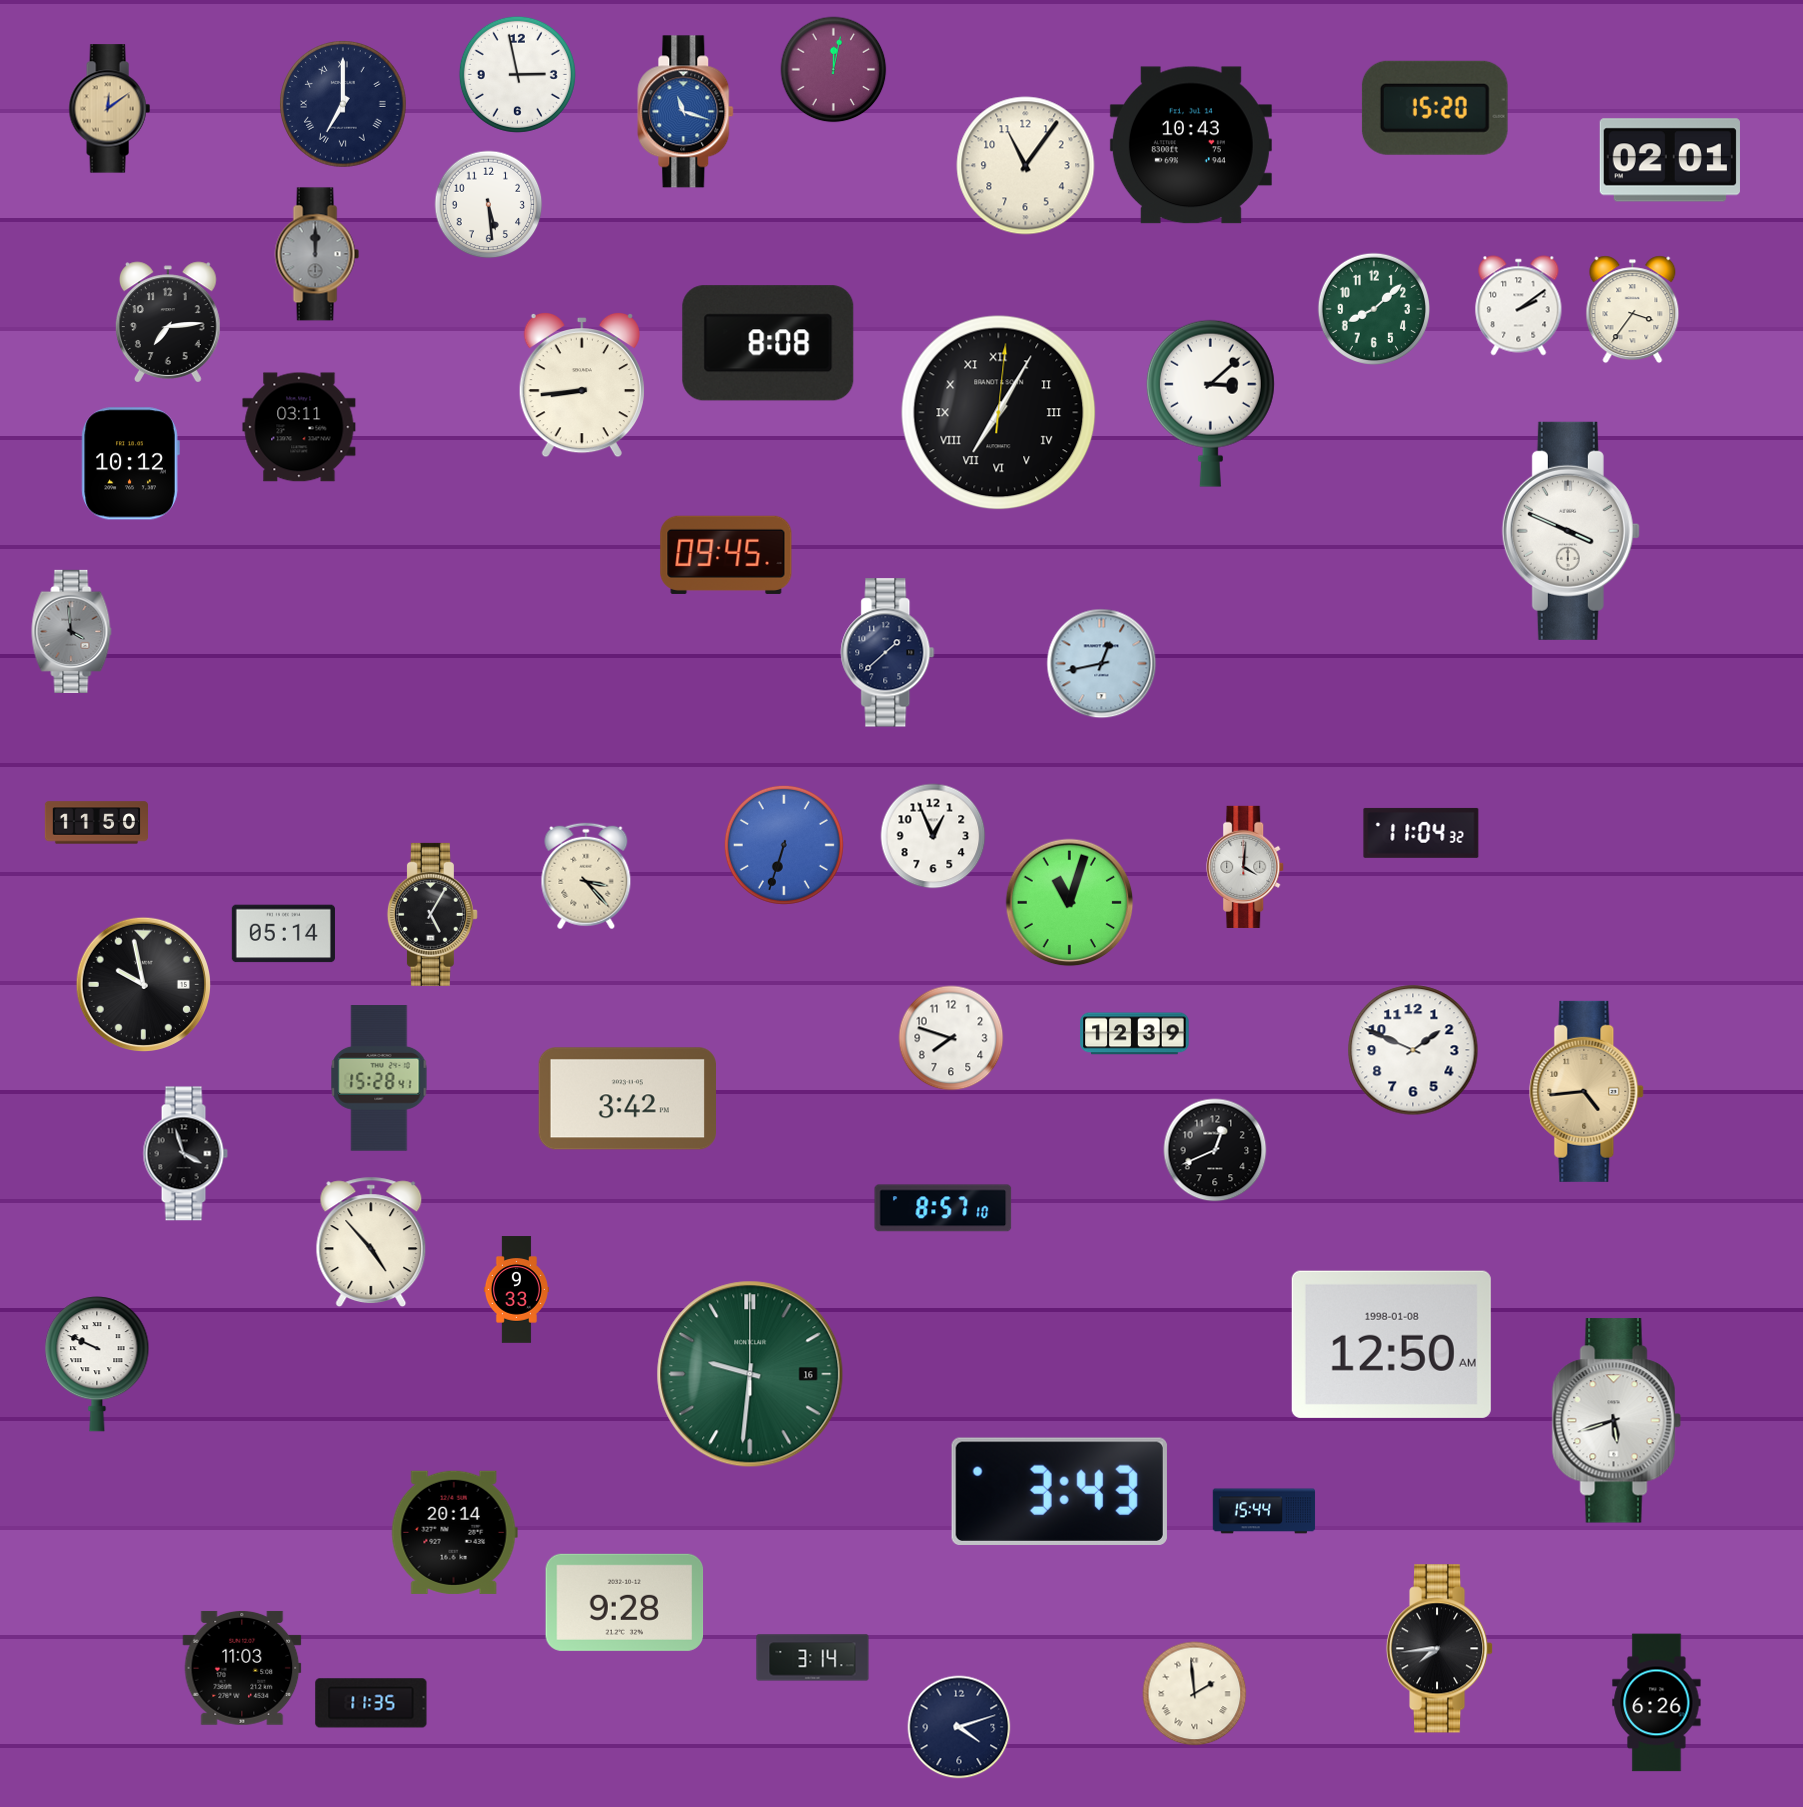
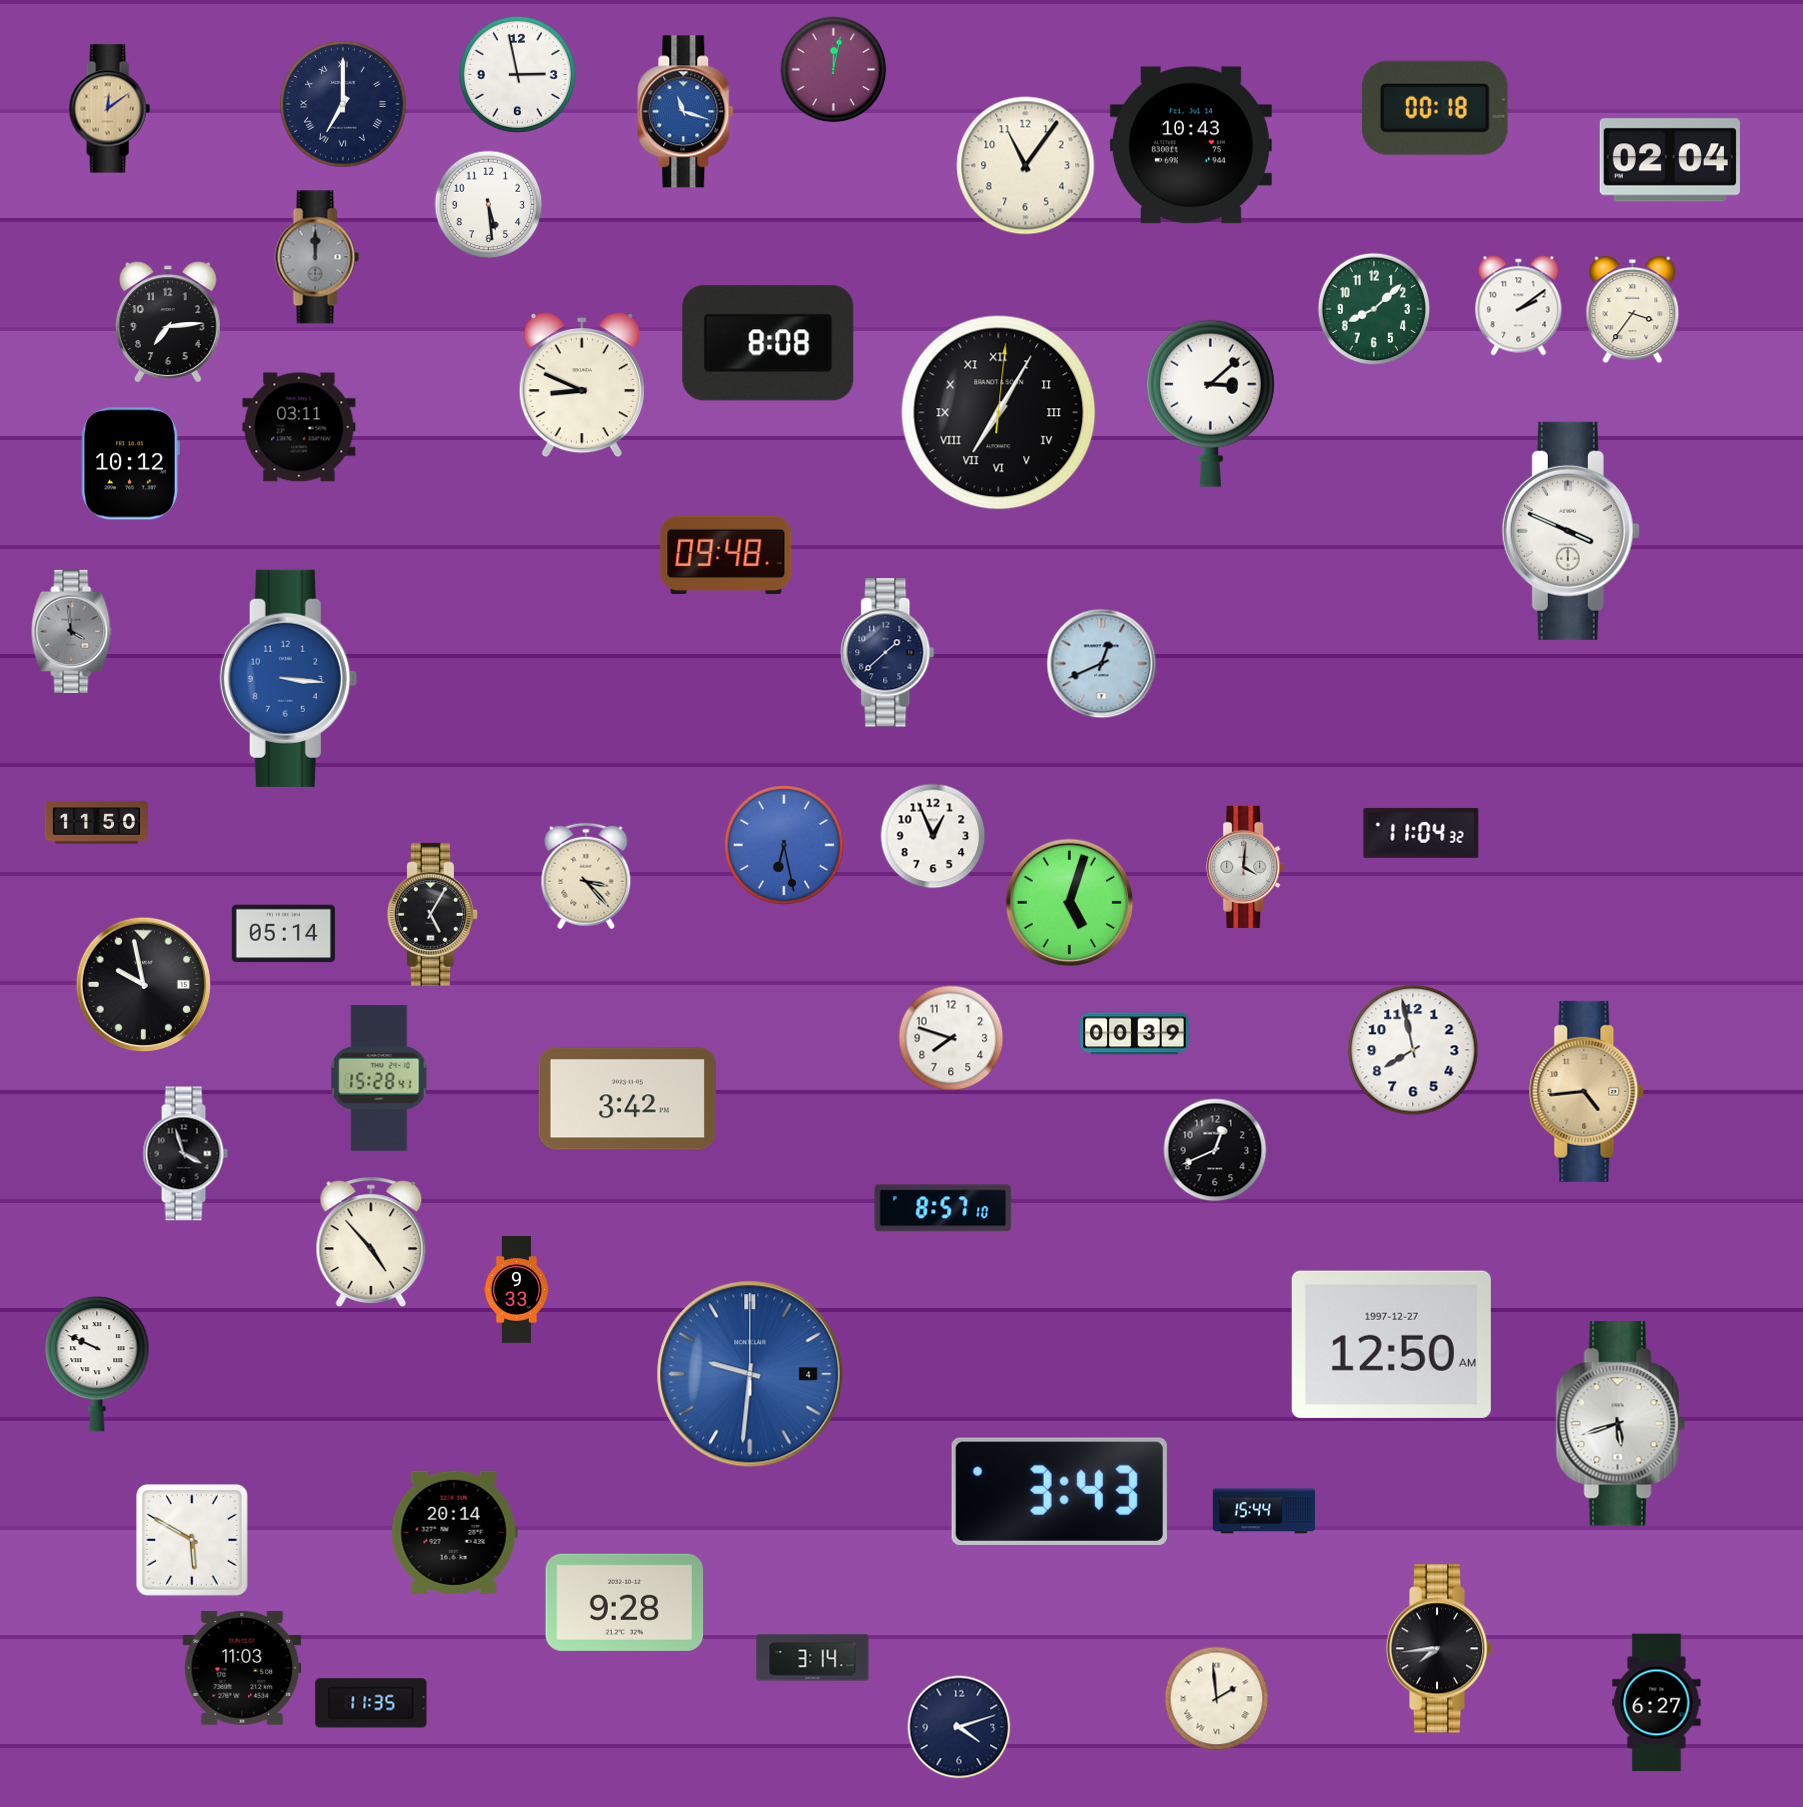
clock at (1435, 108): 15:20 -> 00:18
clock at (1670, 160): 02:01 -> 02:04
clock at (317, 254) position: (317, 254) -> (317, 257)
clock at (582, 385): 8:44 -> 8:49
clock at (726, 555): 09:45 -> 09:48
clock at (1102, 664): 12:43 -> 12:41
clock at (288, 678): none -> 3:16
clock at (784, 845): 6:33 -> 6:28
clock at (1070, 903): 11:03 -> 5:03
clock at (1135, 1034): 12:39 -> 00:39
clock at (1413, 1050): 1:49 -> 7:58
clock at (1391, 1344) date: 1998-01-08 -> 1997-12-27
clock at (750, 1374) date: 16 -> 4
clock at (750, 1374) dial: green -> blue
clock at (1616, 1421) position: (1616, 1421) -> (1620, 1424)
clock at (193, 1541): none -> 5:50
clock at (1195, 1694) position: (1195, 1694) -> (1217, 1699)
clock at (1657, 1703): 6:26 -> 6:27
